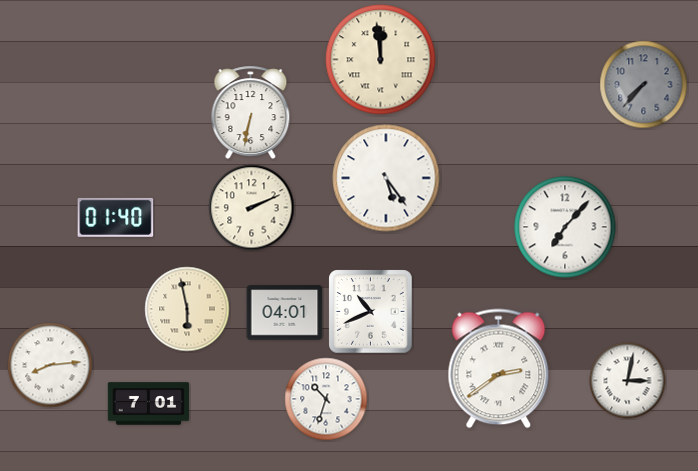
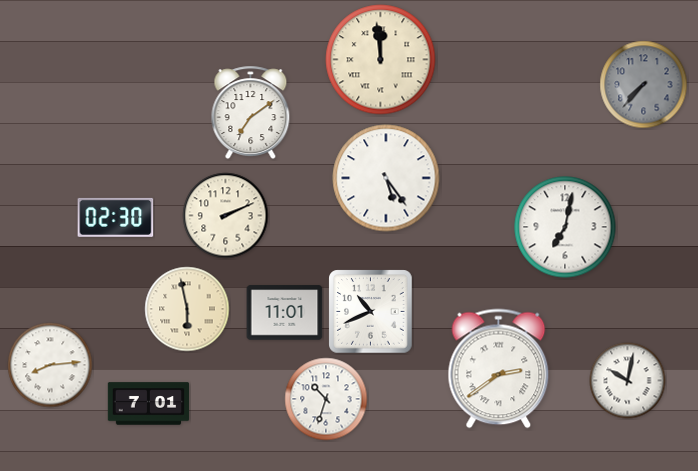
clock at (251, 113): 6:32 -> 7:09
clock at (252, 208) position: (252, 208) -> (226, 216)
clock at (116, 217): 01:40 -> 02:30
clock at (565, 227): 7:07 -> 7:02
clock at (285, 313): 04:01 -> 11:01
clock at (628, 381): 3:02 -> 10:02
